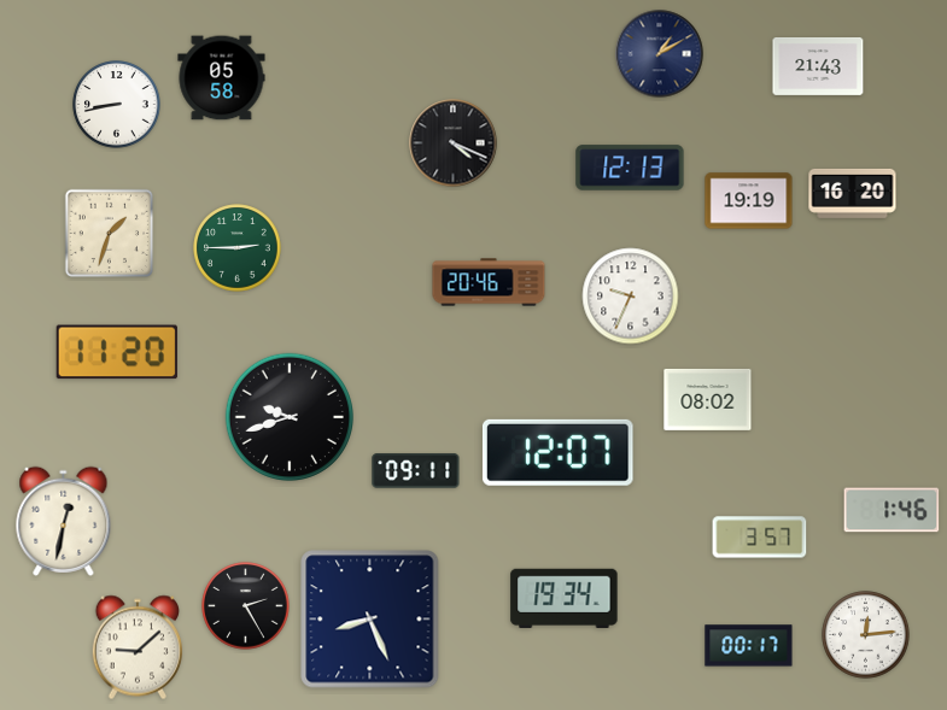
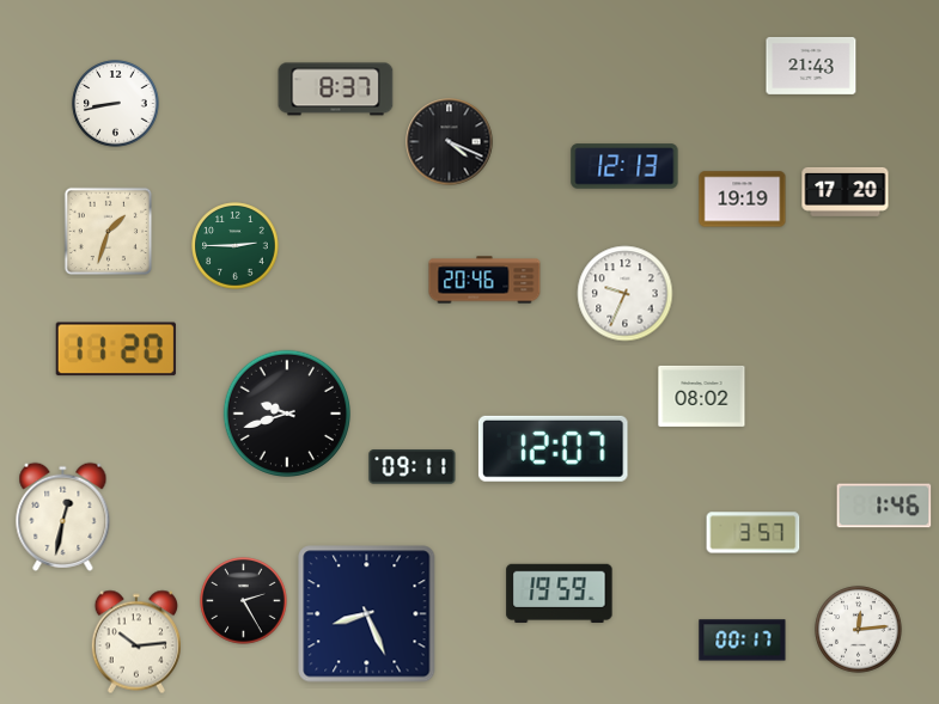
clock at (660, 54): 1:10 -> none
clock at (222, 78): 05:58 -> none
clock at (336, 90): none -> 8:37
clock at (853, 193): 16:20 -> 17:20
clock at (565, 598): 19:34 -> 19:59
clock at (136, 647): 9:08 -> 10:14
